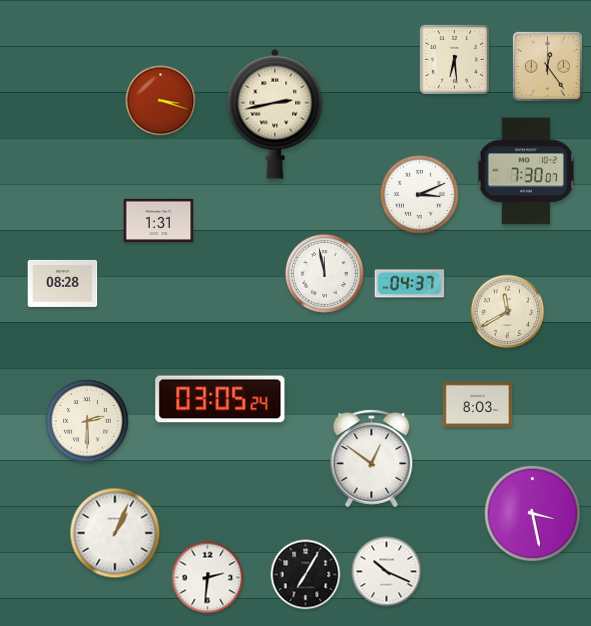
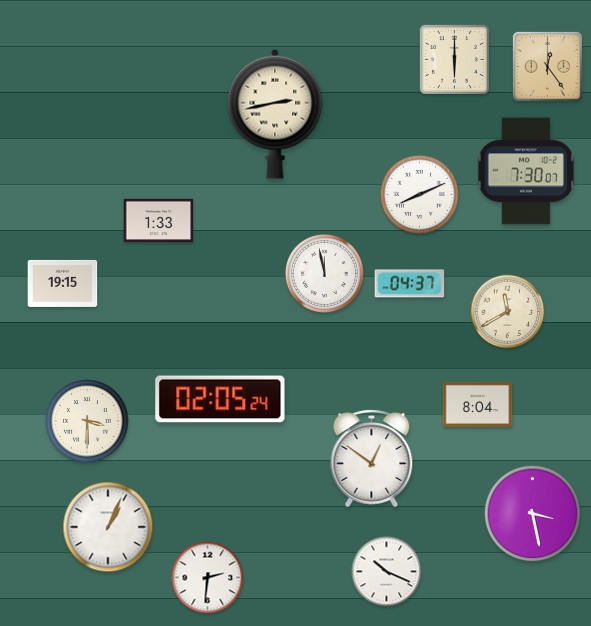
clock at (454, 59): 6:29 -> 6:00
clock at (161, 101): 3:18 -> none
clock at (419, 194): 3:11 -> 8:11
clock at (159, 221): 1:31 -> 1:33
clock at (63, 283): 08:28 -> 19:15
clock at (220, 399): 03:05 -> 02:05
clock at (478, 404): 8:03 -> 8:04
clock at (87, 421): 2:30 -> 3:30
clock at (115, 533) position: (115, 533) -> (108, 527)
clock at (306, 575): 7:05 -> none
